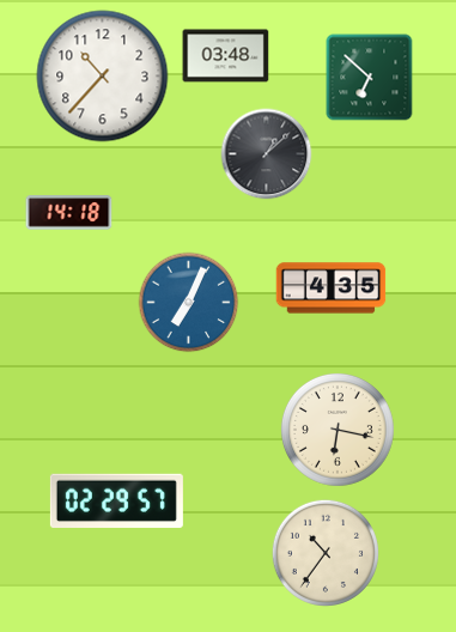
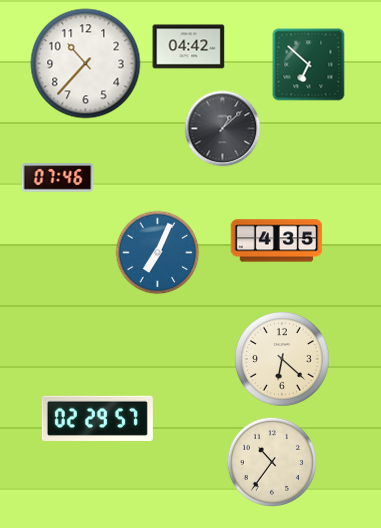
clock at (226, 56): 03:48 -> 04:42
clock at (69, 213): 14:18 -> 07:46
clock at (338, 430): 6:17 -> 6:22
